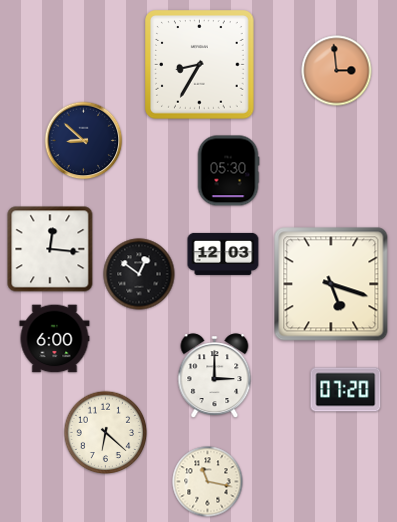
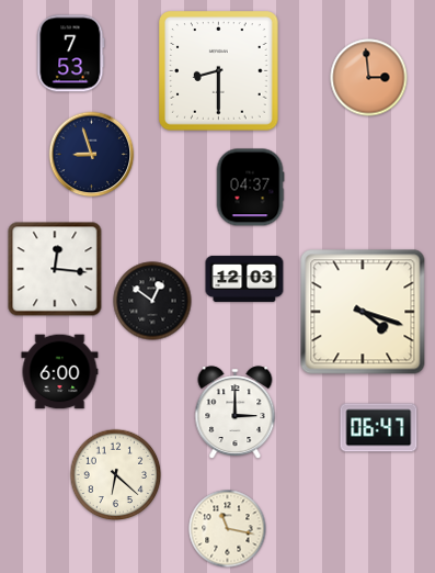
clock at (70, 54): none -> 7:53
clock at (200, 65): 8:35 -> 8:30
clock at (84, 141): 8:52 -> 8:57
clock at (228, 171): 05:30 -> 04:37
clock at (50, 249) position: (50, 249) -> (55, 269)
clock at (331, 284): 5:18 -> 4:18
clock at (346, 390): 07:20 -> 06:47
